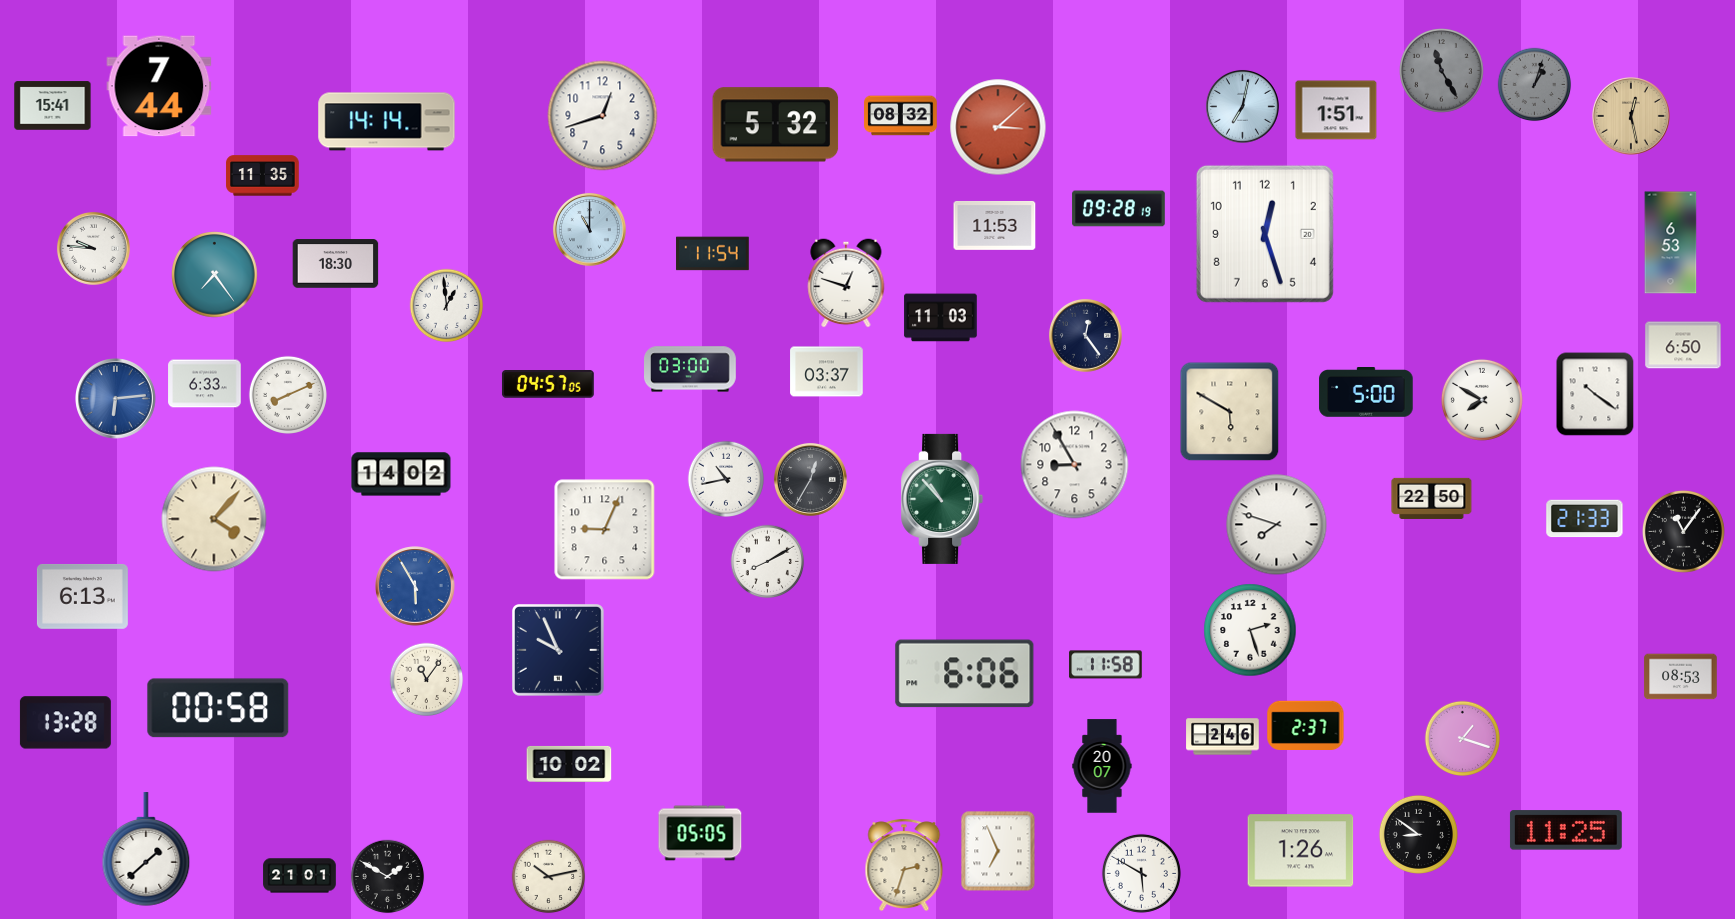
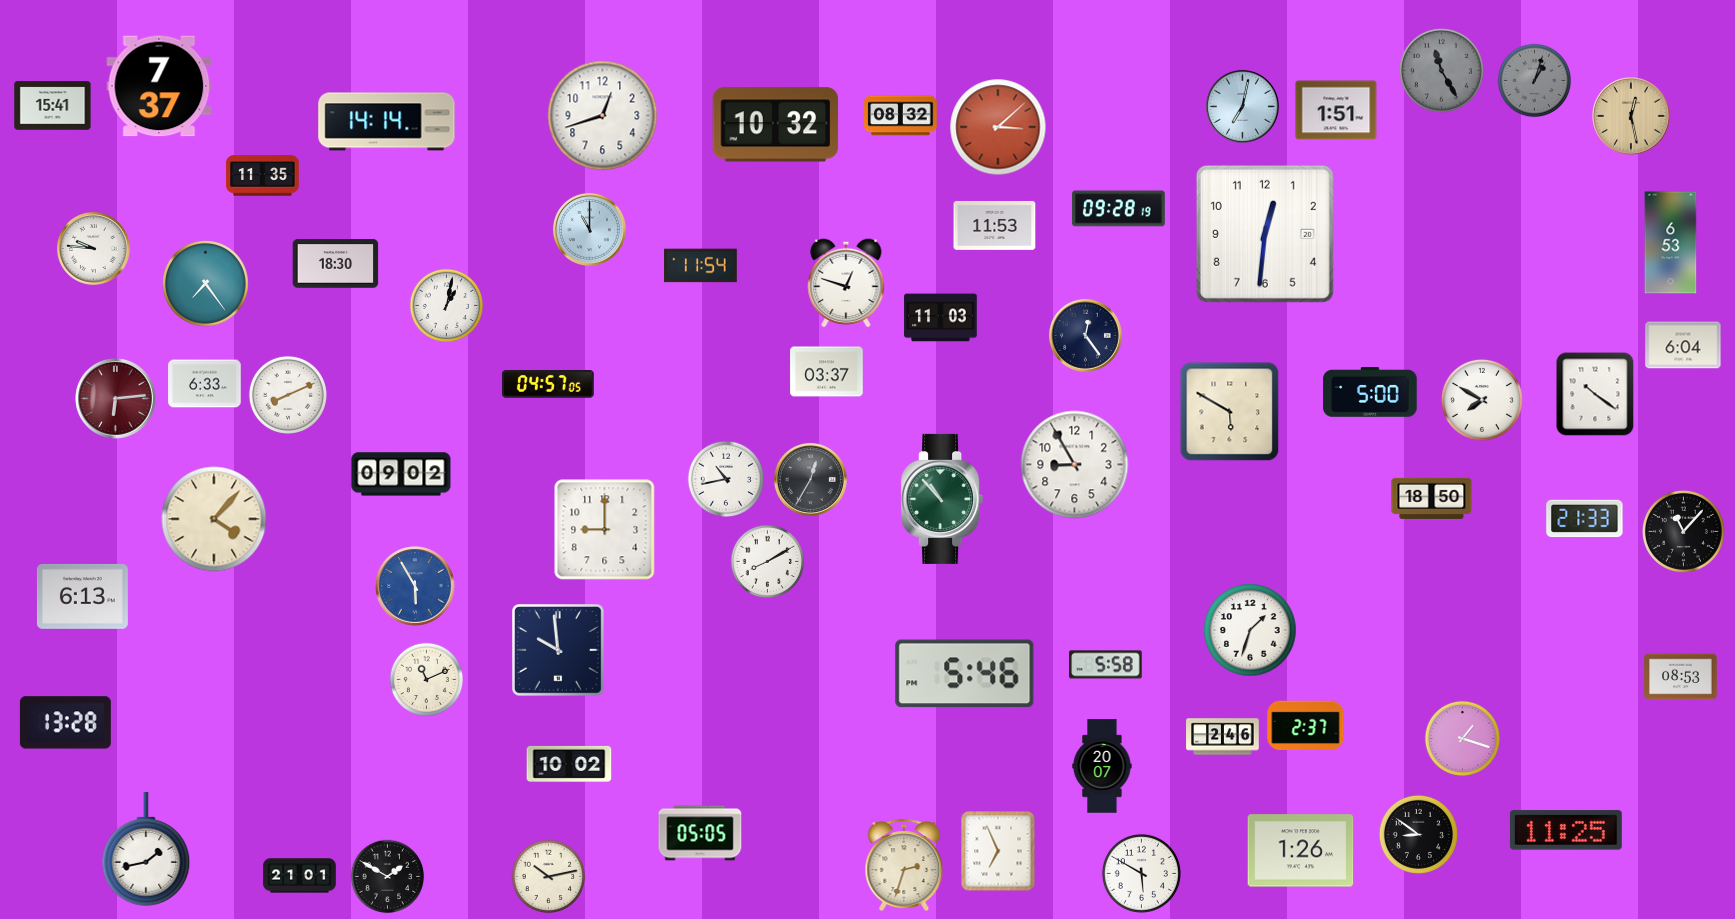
clock at (1535, 85) position: (1535, 85) -> (1535, 81)
clock at (159, 86): 7:44 -> 7:37
clock at (776, 125): 5:32 -> 10:32
clock at (1265, 234): 12:27 -> 12:31
clock at (713, 254) position: (713, 254) -> (701, 266)
clock at (215, 275) position: (215, 275) -> (206, 284)
clock at (447, 306): 12:59 -> 1:02
clock at (1683, 345): 6:50 -> 6:04
clock at (691, 369): 03:00 -> none
clock at (1366, 393) position: (1366, 393) -> (1370, 393)
clock at (116, 399) dial: blue -> burgundy
clock at (401, 474): 14:02 -> 09:02
clock at (1432, 498): 22:50 -> 18:50
clock at (1277, 525): 7:48 -> none
clock at (605, 530): 9:04 -> 9:00
clock at (1683, 531): 11:06 -> 11:07
clock at (1250, 630): 2:27 -> 1:33
clock at (559, 651): 9:56 -> 9:59
clock at (1106, 665): 11:58 -> 5:58
clock at (965, 674): 6:06 -> 5:46
clock at (427, 680): 11:06 -> 11:11
clock at (218, 708): 00:58 -> none
clock at (146, 849): 1:38 -> 1:43
